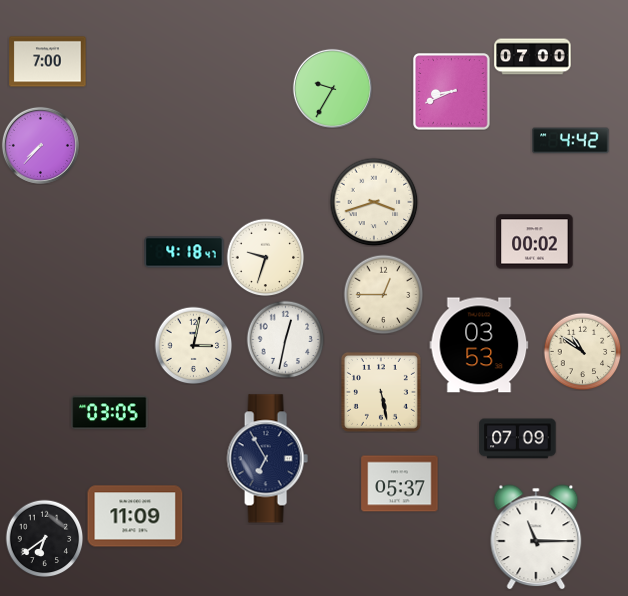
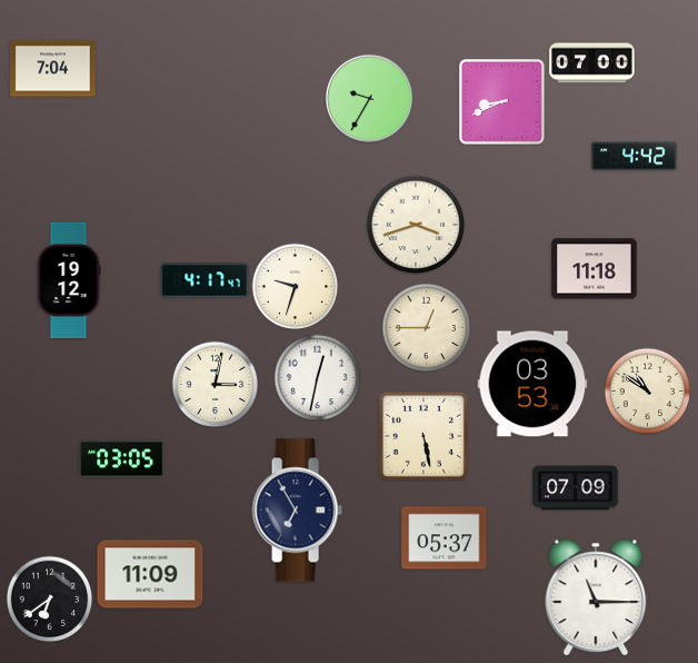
clock at (48, 62): 7:00 -> 7:04
clock at (40, 145): 7:37 -> none
clock at (535, 242): 00:02 -> 11:18
clock at (69, 280): none -> 19:12
clock at (184, 252): 4:18 -> 4:17
